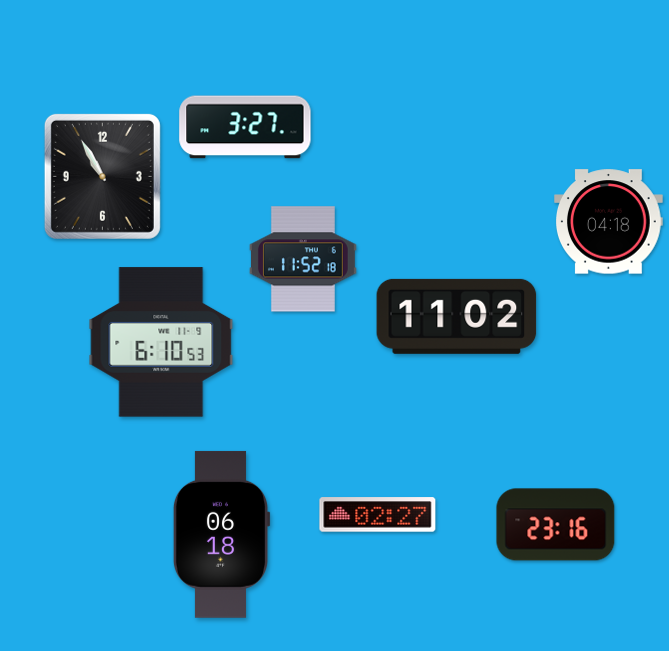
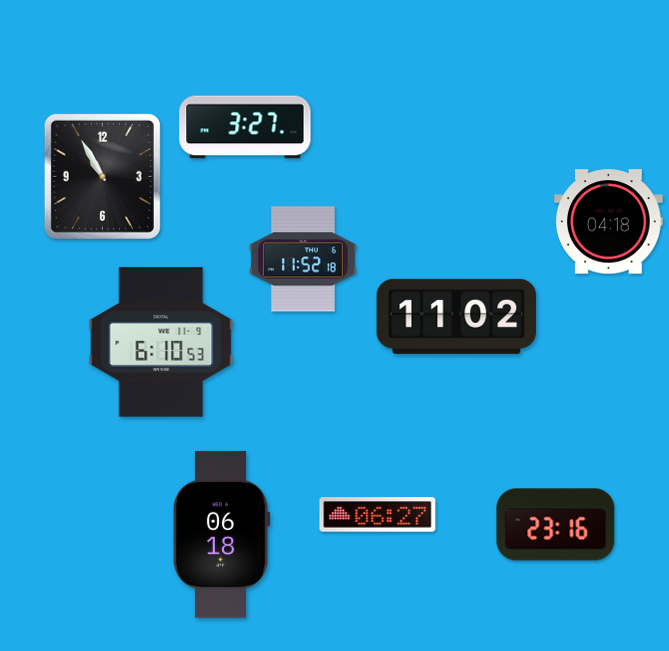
clock at (378, 515): 02:27 -> 06:27
